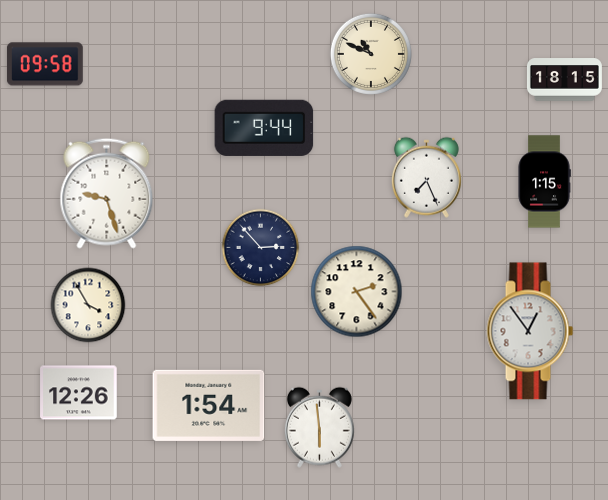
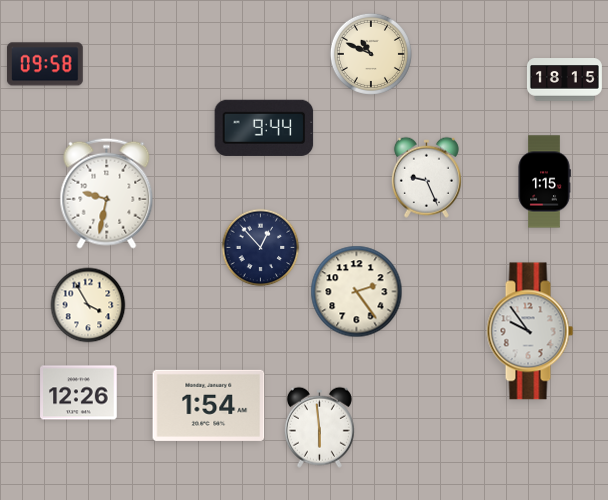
clock at (426, 177): 7:26 -> 9:26
clock at (107, 193): 9:27 -> 9:32
clock at (261, 248): 2:53 -> 12:53
clock at (530, 331): 12:54 -> 9:54
